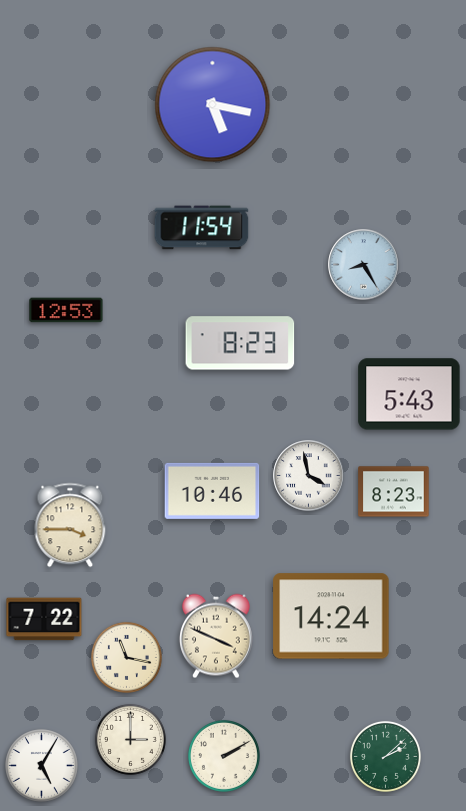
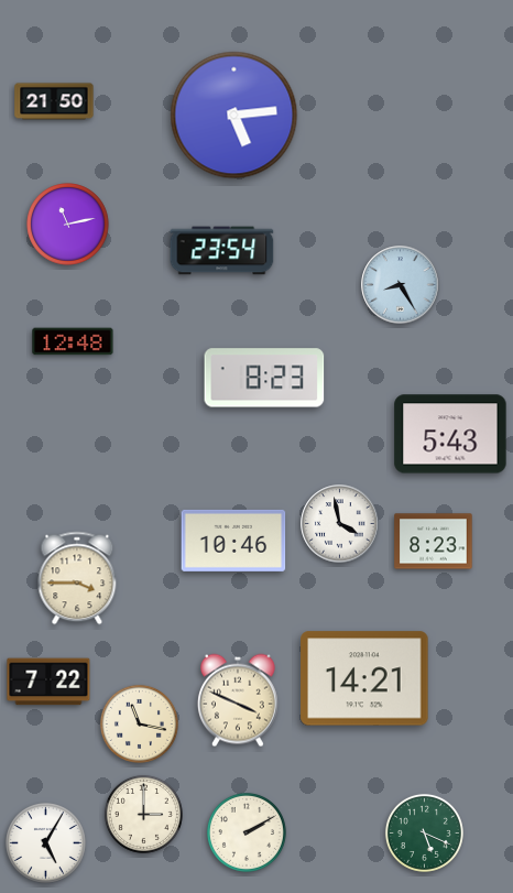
clock at (54, 101): none -> 21:50
clock at (213, 105): 5:17 -> 5:14
clock at (68, 225): none -> 11:13
clock at (202, 228): 11:54 -> 23:54
clock at (364, 265) position: (364, 265) -> (401, 285)
clock at (66, 310): 12:53 -> 12:48
clock at (331, 616): 14:24 -> 14:21
clock at (385, 756): 2:08 -> 5:19
